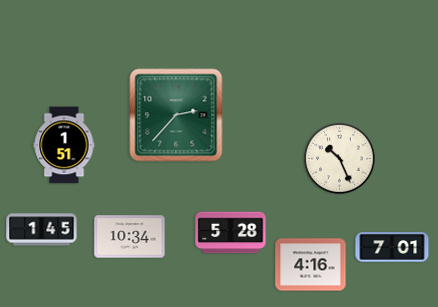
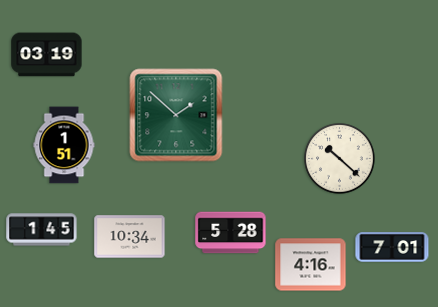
clock at (47, 55): none -> 03:19
clock at (176, 115): 2:37 -> 1:52
clock at (340, 159): 10:26 -> 10:22
